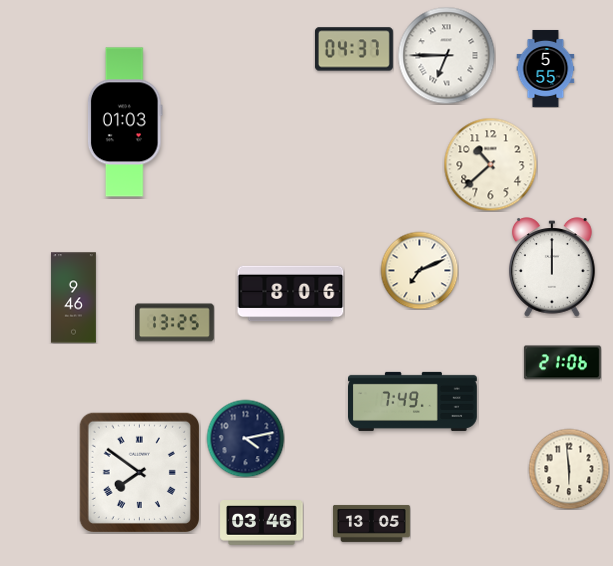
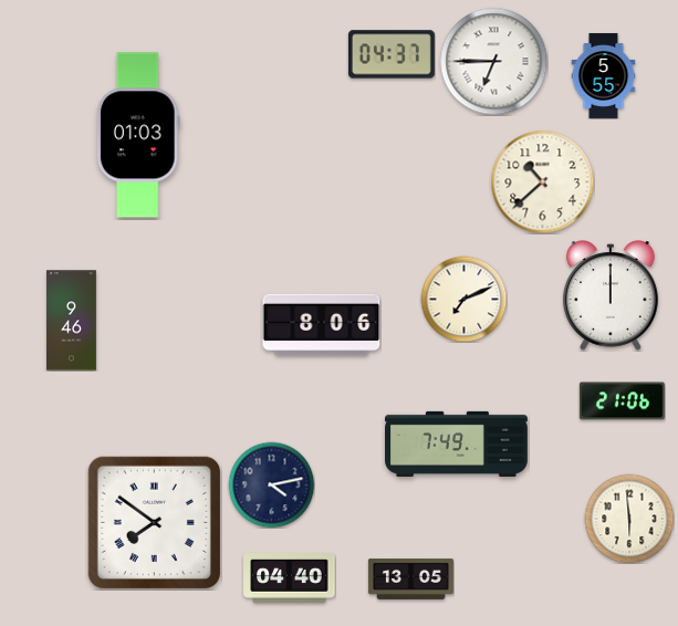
clock at (73, 298) position: (73, 298) -> (71, 321)
clock at (175, 323): 13:25 -> none
clock at (262, 523): 03:46 -> 04:40
